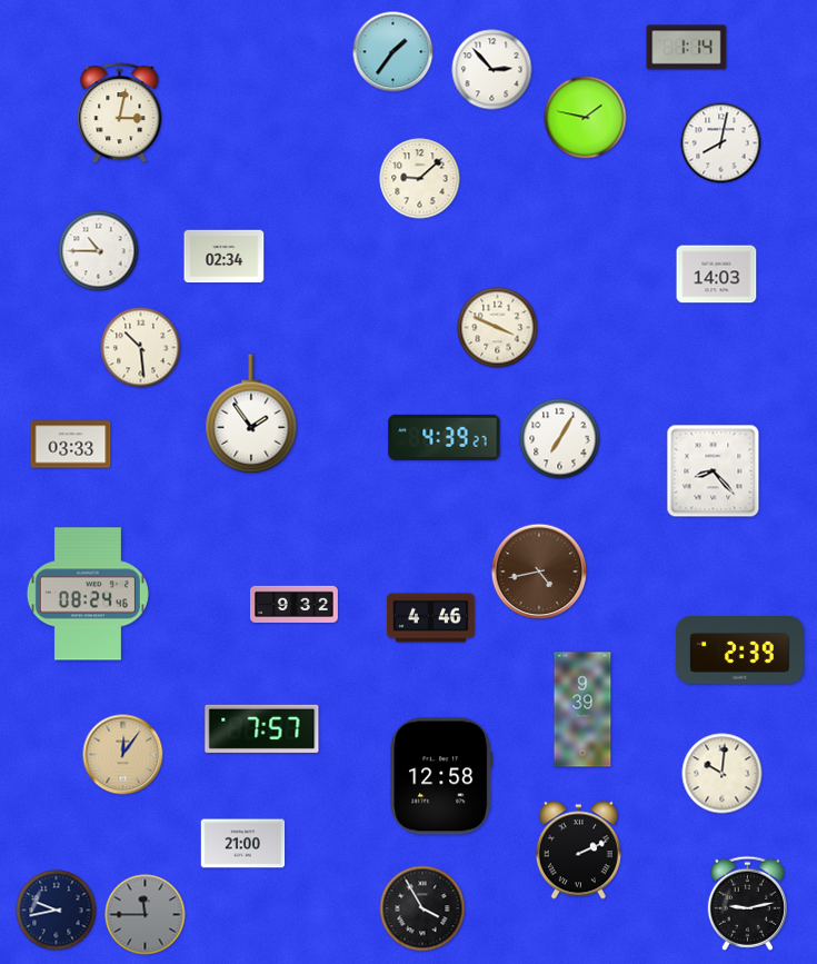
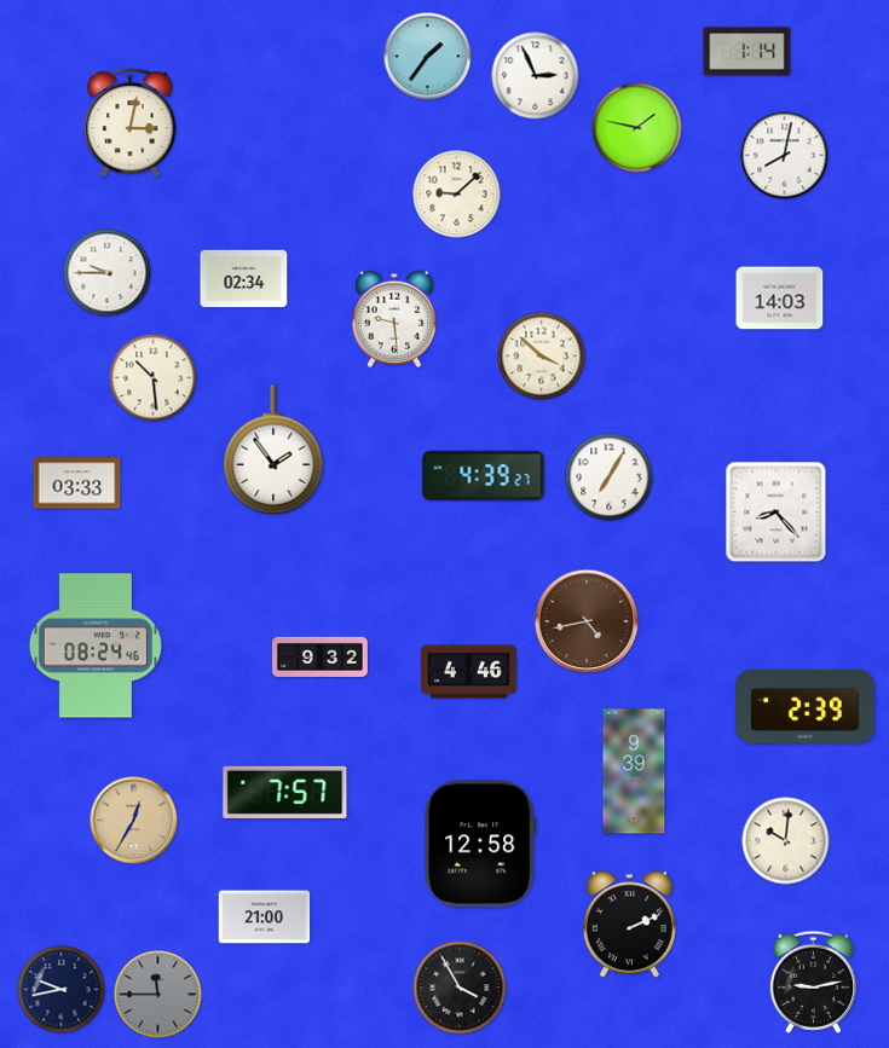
clock at (492, 70): 2:53 -> 2:56
clock at (99, 251): 10:45 -> 9:45
clock at (394, 319): none -> 9:29
clock at (498, 328): 3:49 -> 3:52
clock at (123, 755): 12:06 -> 12:35
